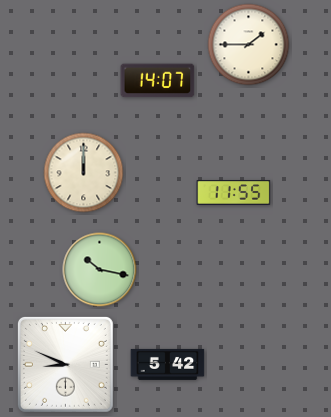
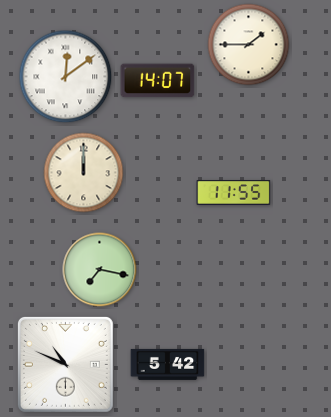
clock at (66, 77): none -> 12:09
clock at (100, 270): 10:17 -> 7:17
clock at (65, 364): 8:49 -> 10:49
